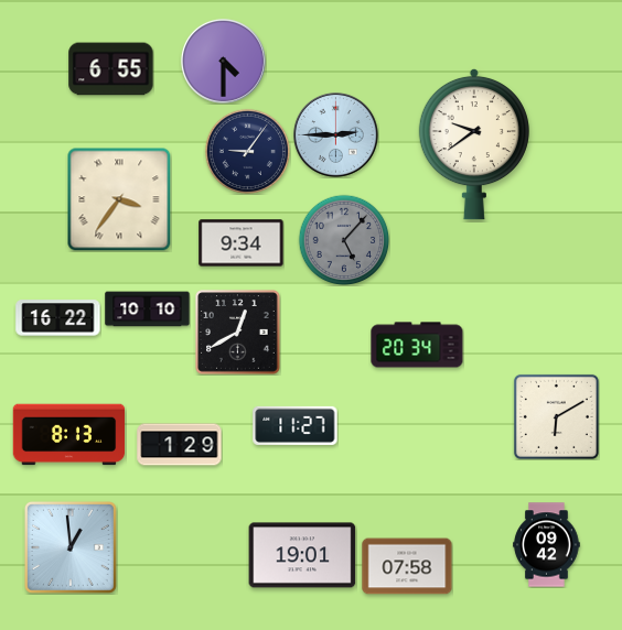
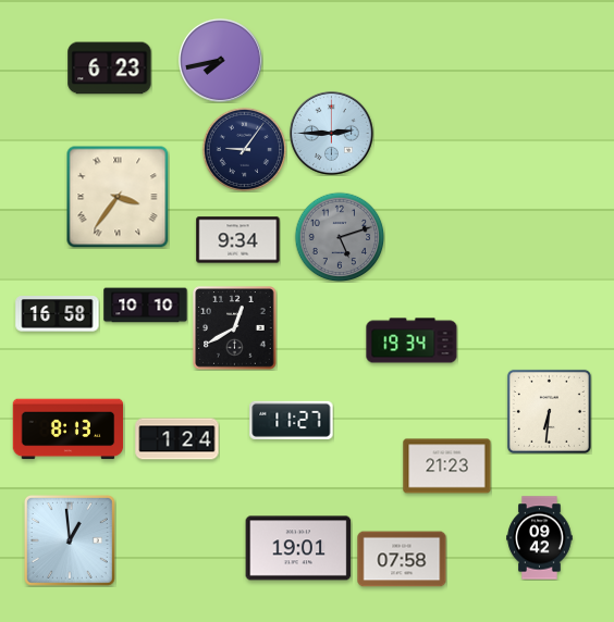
clock at (223, 61): 4:30 -> 7:43
clock at (111, 69): 6:55 -> 6:23
clock at (474, 144): 9:39 -> none
clock at (344, 240): 5:07 -> 5:12
clock at (58, 318): 16:22 -> 16:58
clock at (417, 345): 20:34 -> 19:34
clock at (556, 416): 6:10 -> 6:31
clock at (180, 445): 1:29 -> 1:24
clock at (447, 467): none -> 21:23
